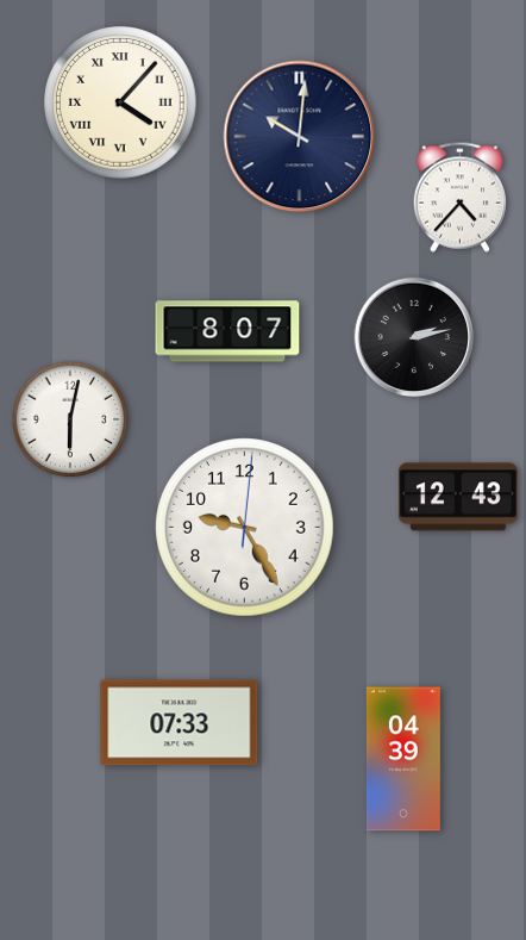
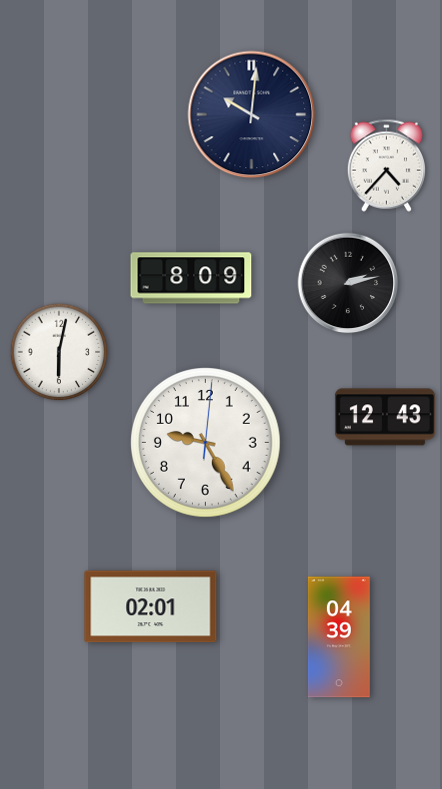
clock at (120, 102): 4:07 -> none
clock at (227, 331): 8:07 -> 8:09
clock at (180, 723): 07:33 -> 02:01
